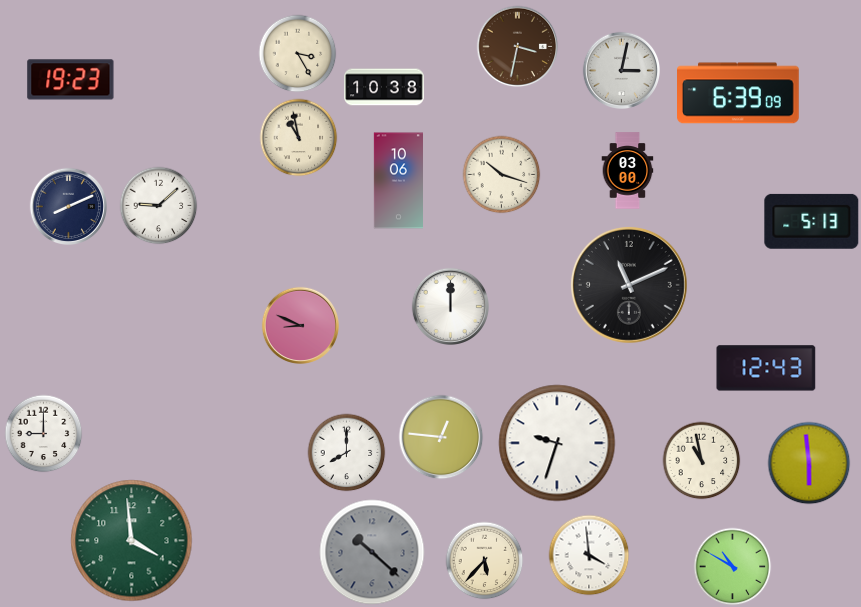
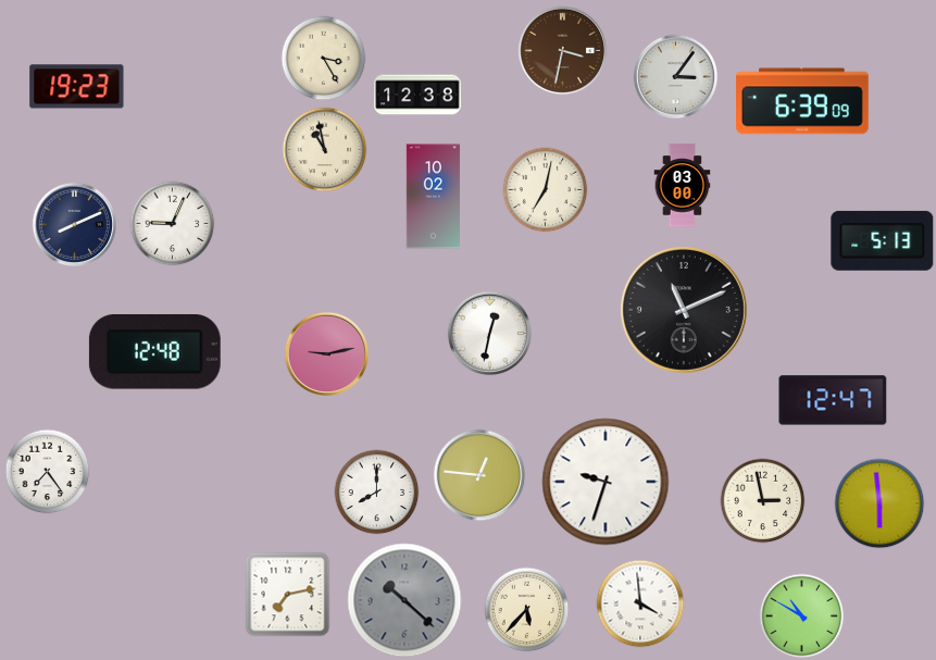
clock at (621, 70): 3:02 -> 3:06
clock at (384, 87): 10:38 -> 12:38
clock at (501, 174): 10:18 -> 7:02
clock at (398, 181): 10:06 -> 10:02
clock at (158, 205): 9:08 -> 9:04
clock at (450, 306): 12:00 -> 12:32
clock at (154, 352): none -> 12:48
clock at (300, 325): 8:49 -> 9:13
clock at (766, 368): 12:43 -> 12:47
clock at (43, 433): 9:00 -> 7:24
clock at (701, 460): 10:58 -> 2:58
clock at (132, 541): 3:59 -> none
clock at (287, 594): none -> 7:13
clock at (732, 566) position: (732, 566) -> (801, 615)
